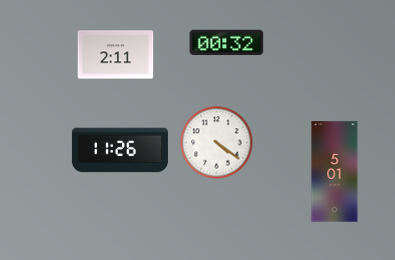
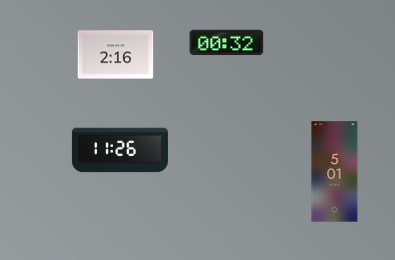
clock at (116, 55): 2:11 -> 2:16
clock at (217, 143): 4:21 -> none
